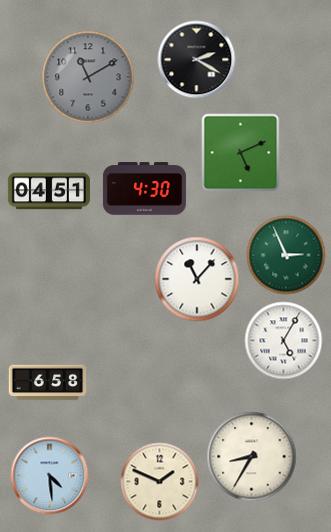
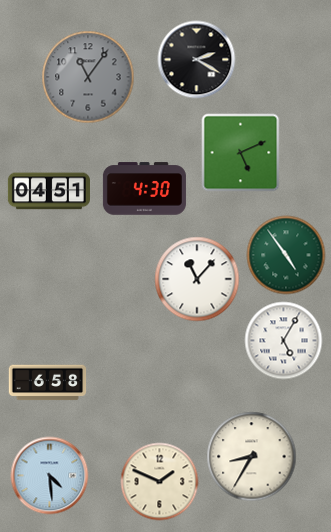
clock at (88, 77): 11:10 -> 11:06
clock at (286, 255): 2:56 -> 4:54
